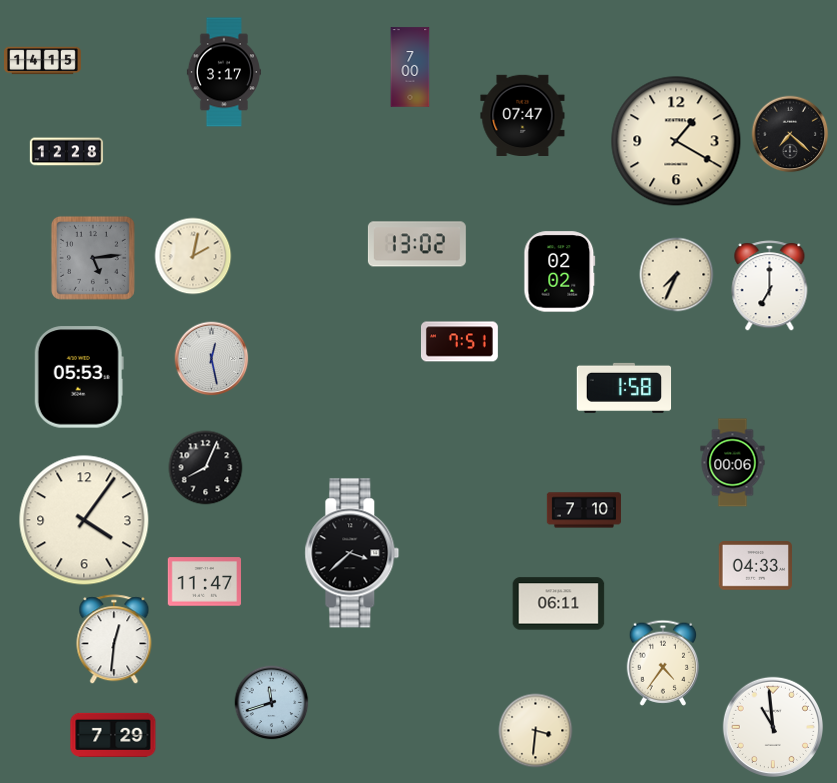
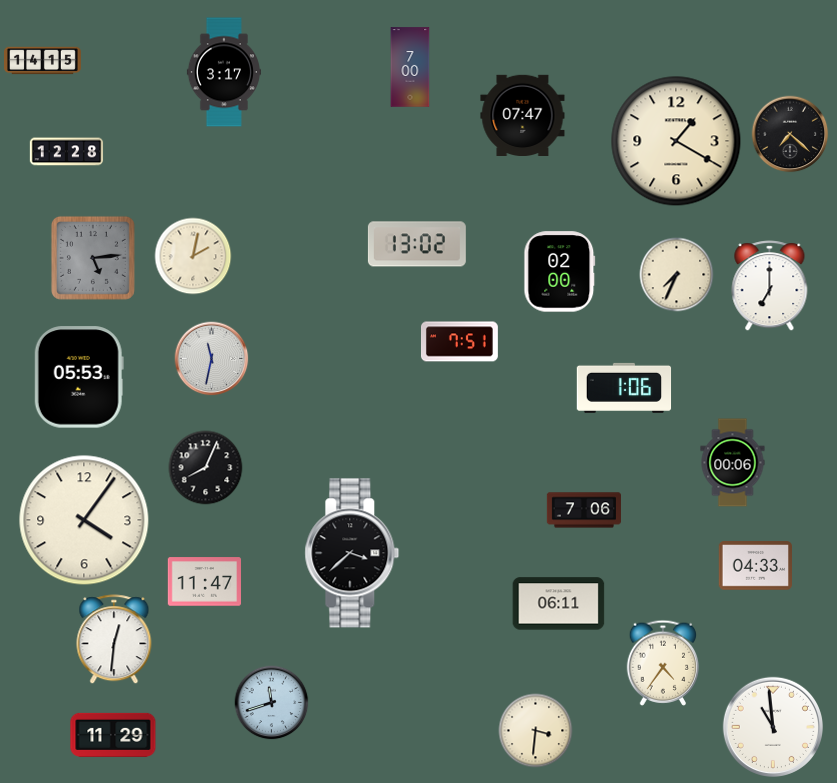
clock at (560, 272): 02:02 -> 02:00
clock at (212, 359): 12:28 -> 11:32
clock at (624, 388): 1:58 -> 1:06
clock at (583, 510): 7:10 -> 7:06
clock at (113, 735): 7:29 -> 11:29
